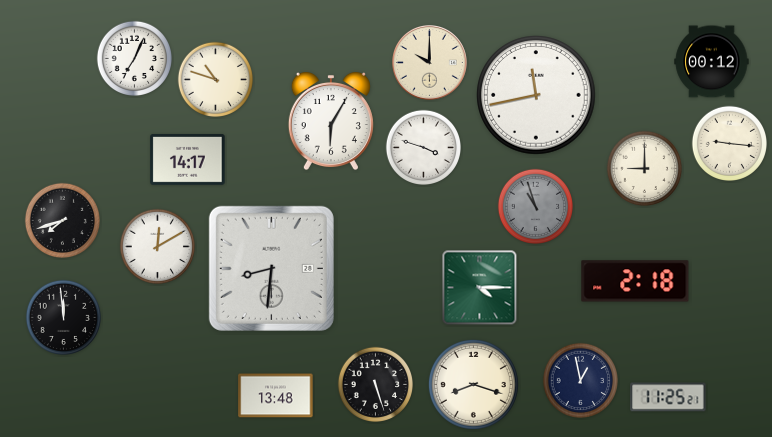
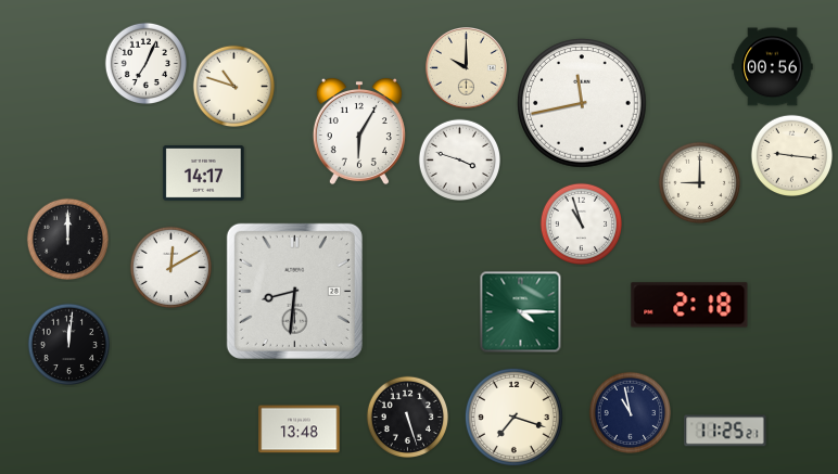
clock at (712, 62): 00:12 -> 00:56
clock at (535, 206) dial: grey -> white
clock at (62, 220): 7:42 -> 12:00
clock at (63, 317): 11:59 -> 12:01
clock at (580, 380): 12:58 -> 10:58
clock at (473, 384): 8:18 -> 7:18
